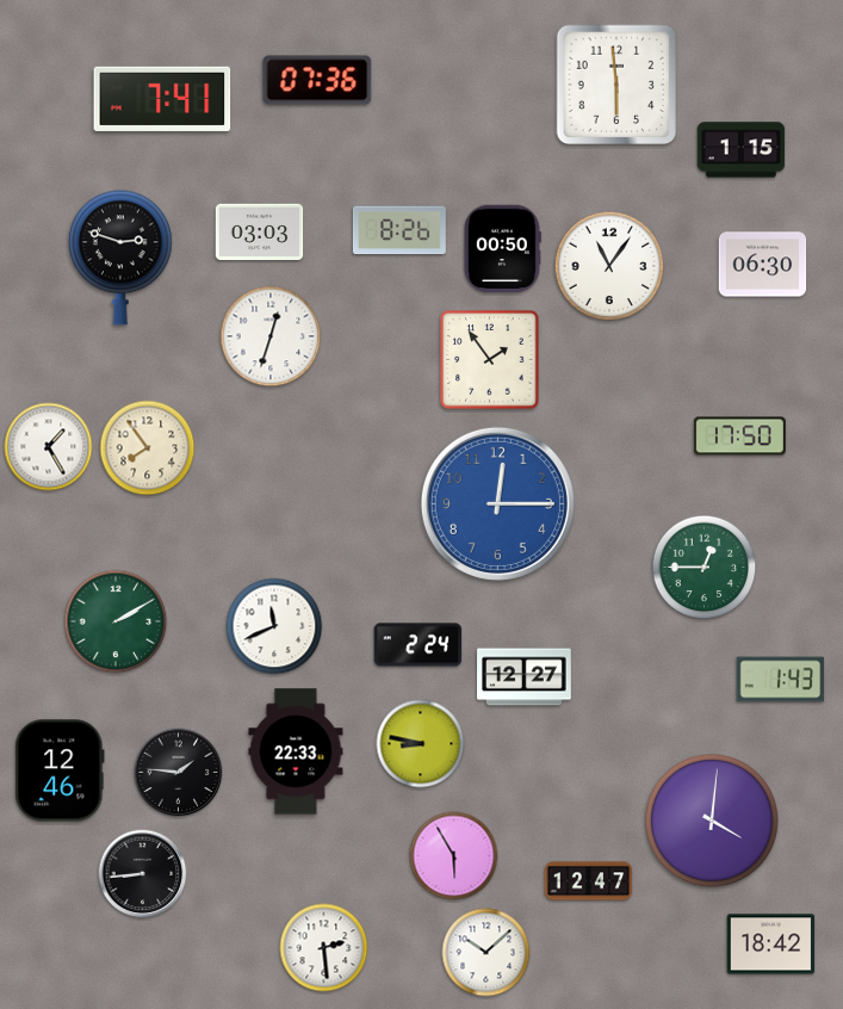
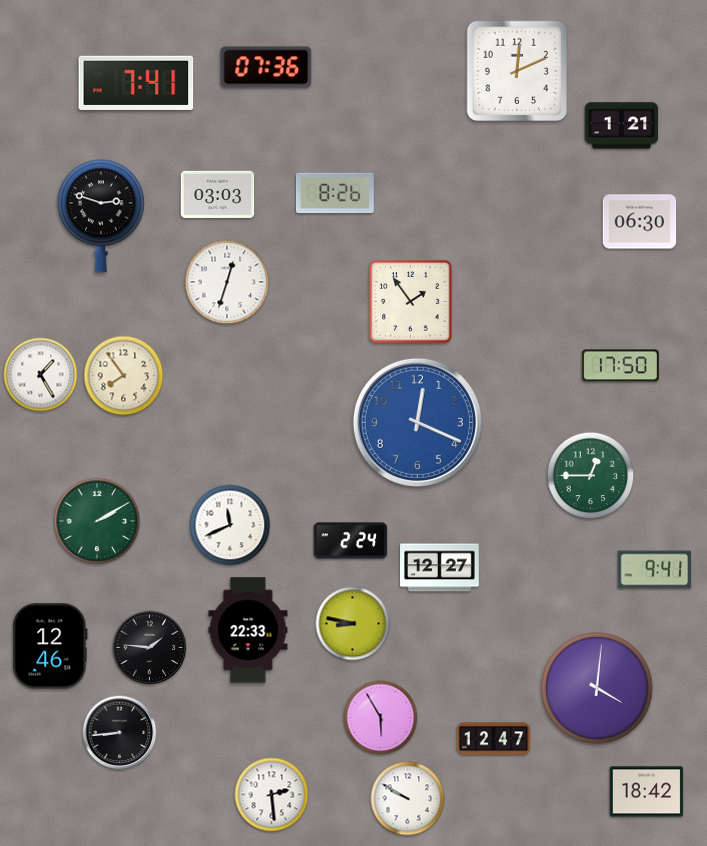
clock at (616, 85): 5:59 -> 12:11
clock at (742, 150): 1:15 -> 1:21
clock at (502, 249): 00:50 -> none
clock at (609, 266): 11:06 -> none
clock at (497, 503): 12:15 -> 12:19
clock at (781, 680): 1:43 -> 9:41
clock at (486, 953): 10:08 -> 9:50
